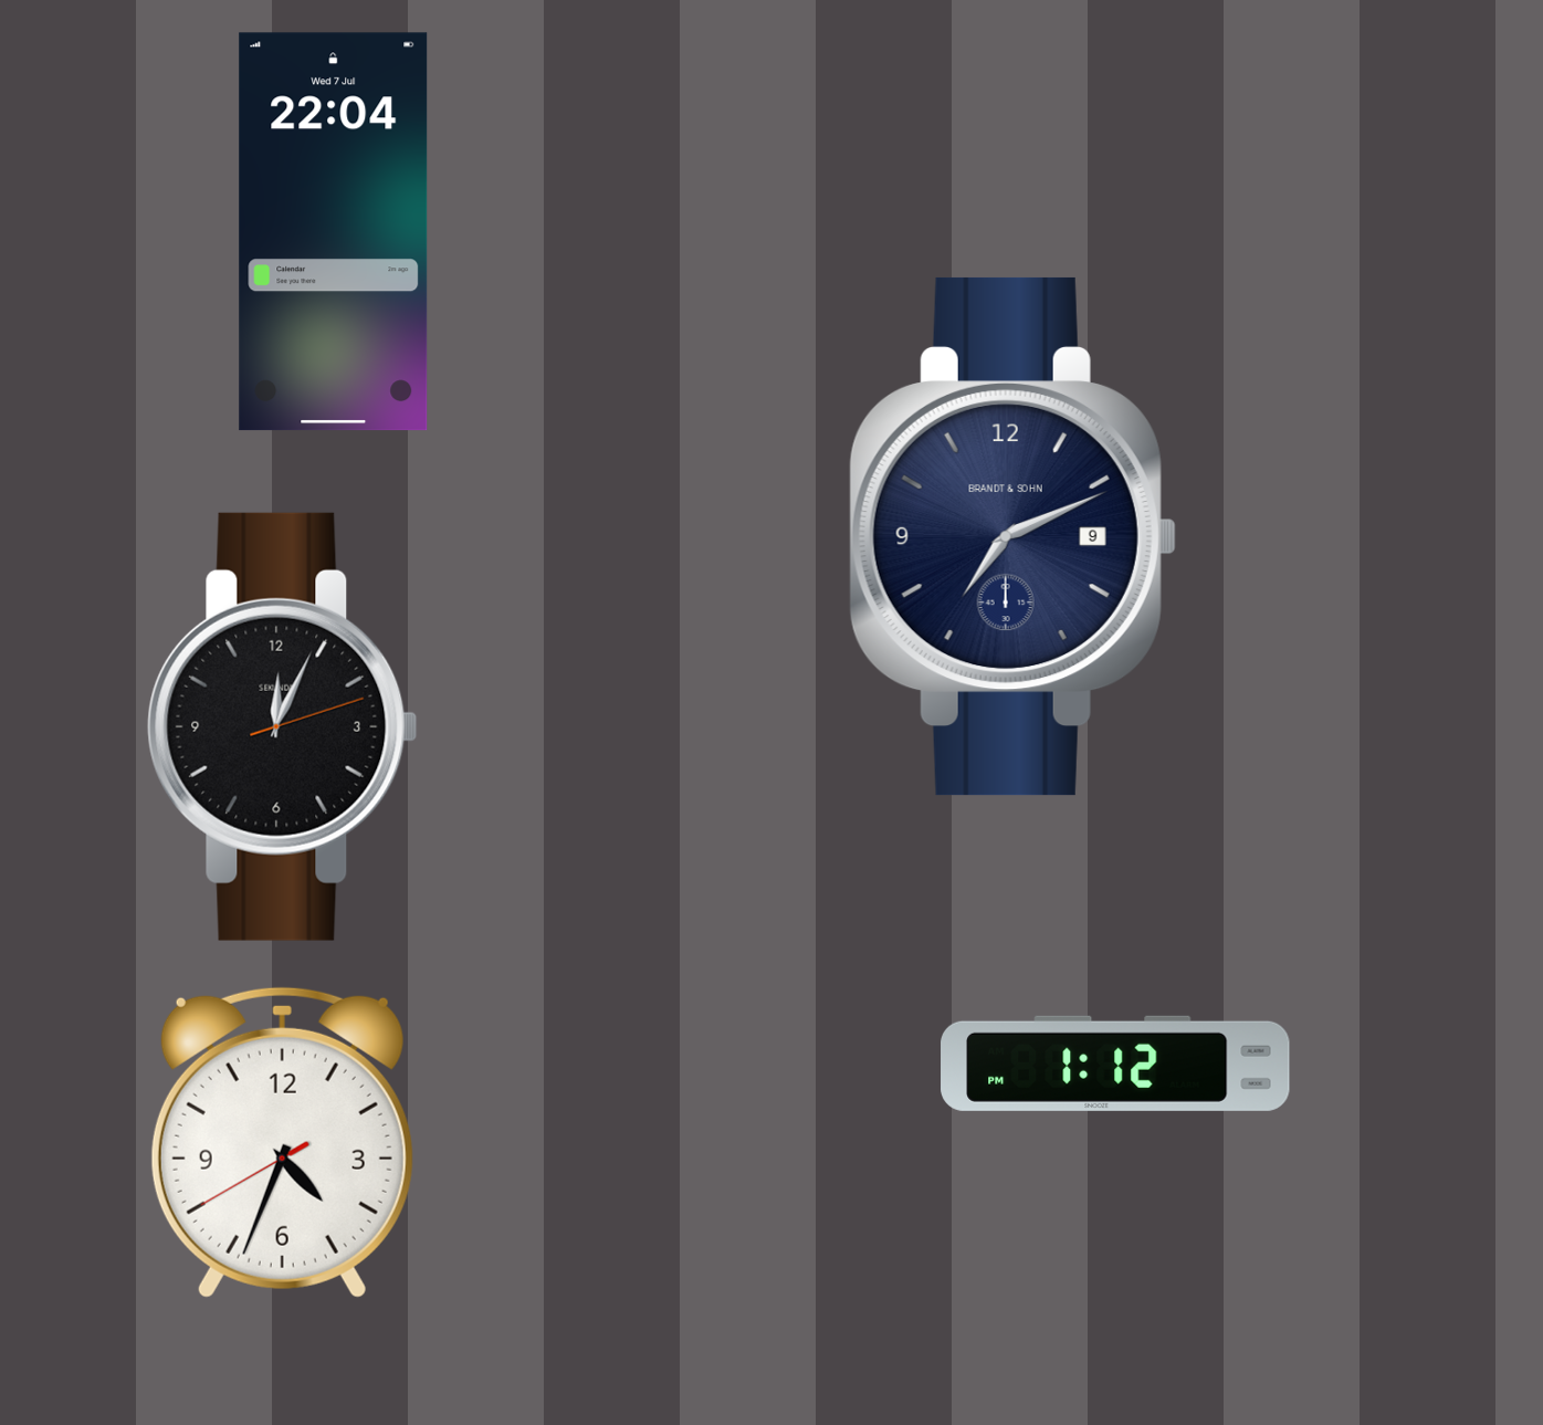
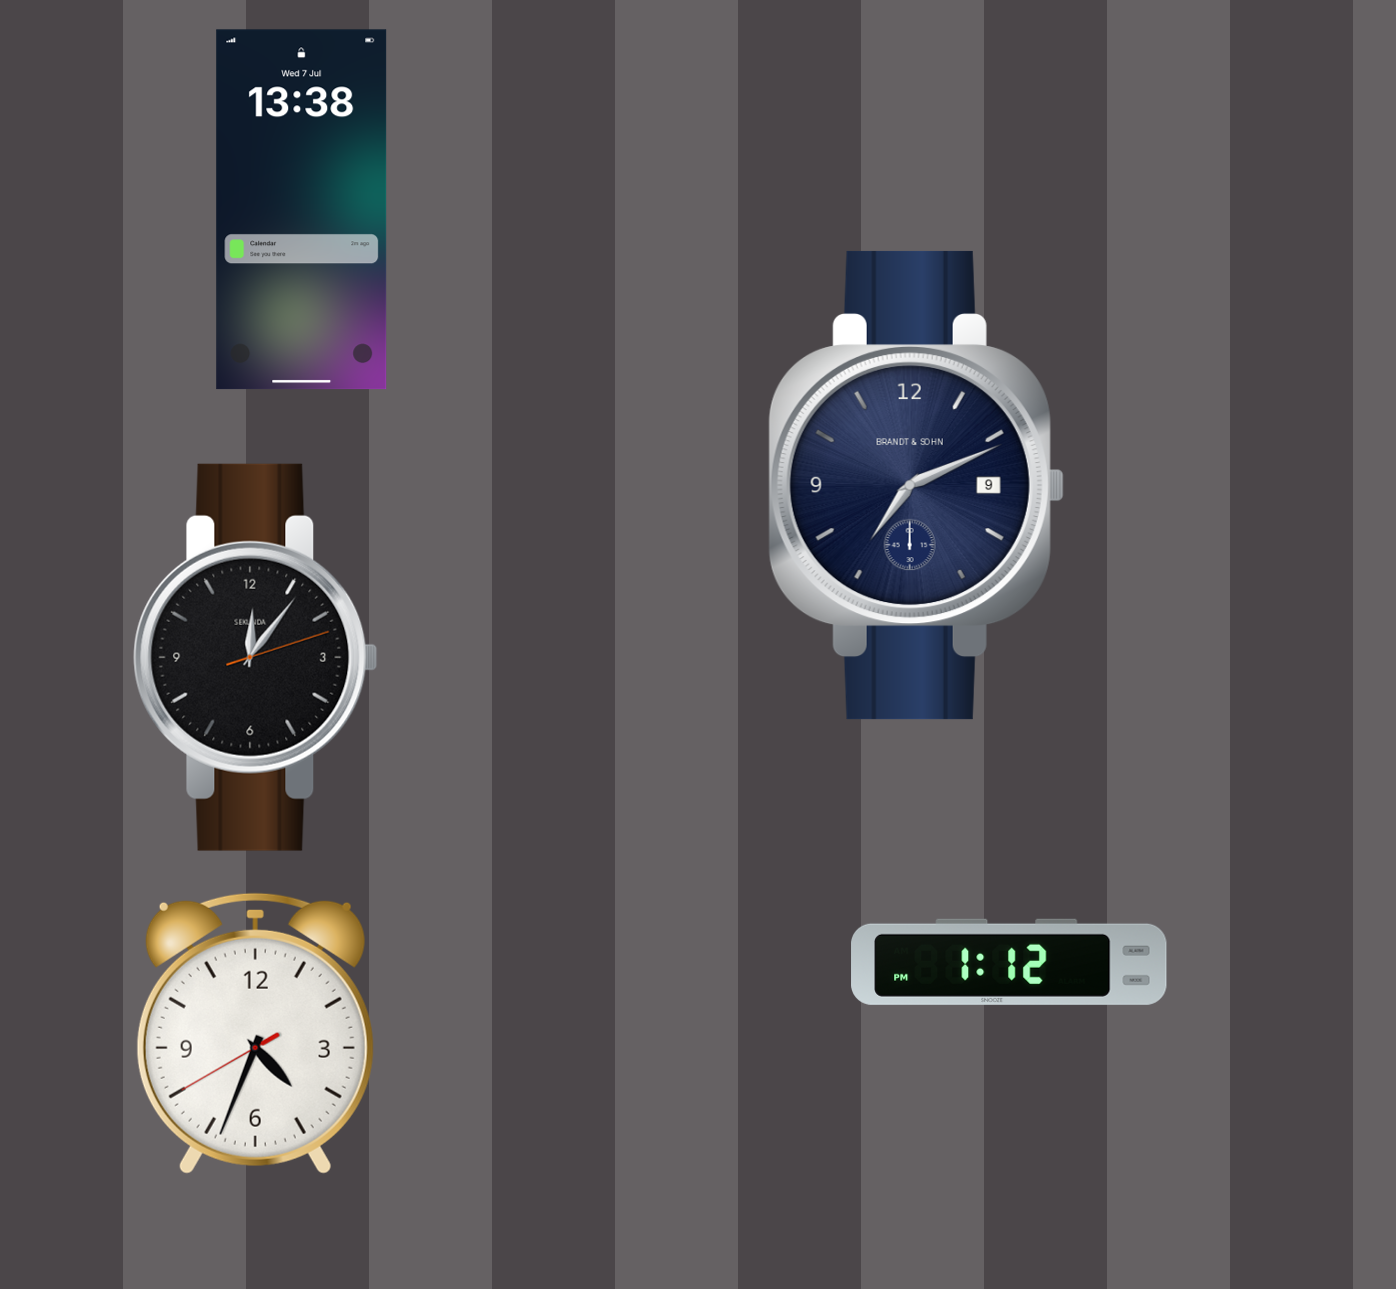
clock at (334, 232): 22:04 -> 13:38
clock at (283, 726): 12:04 -> 12:06
